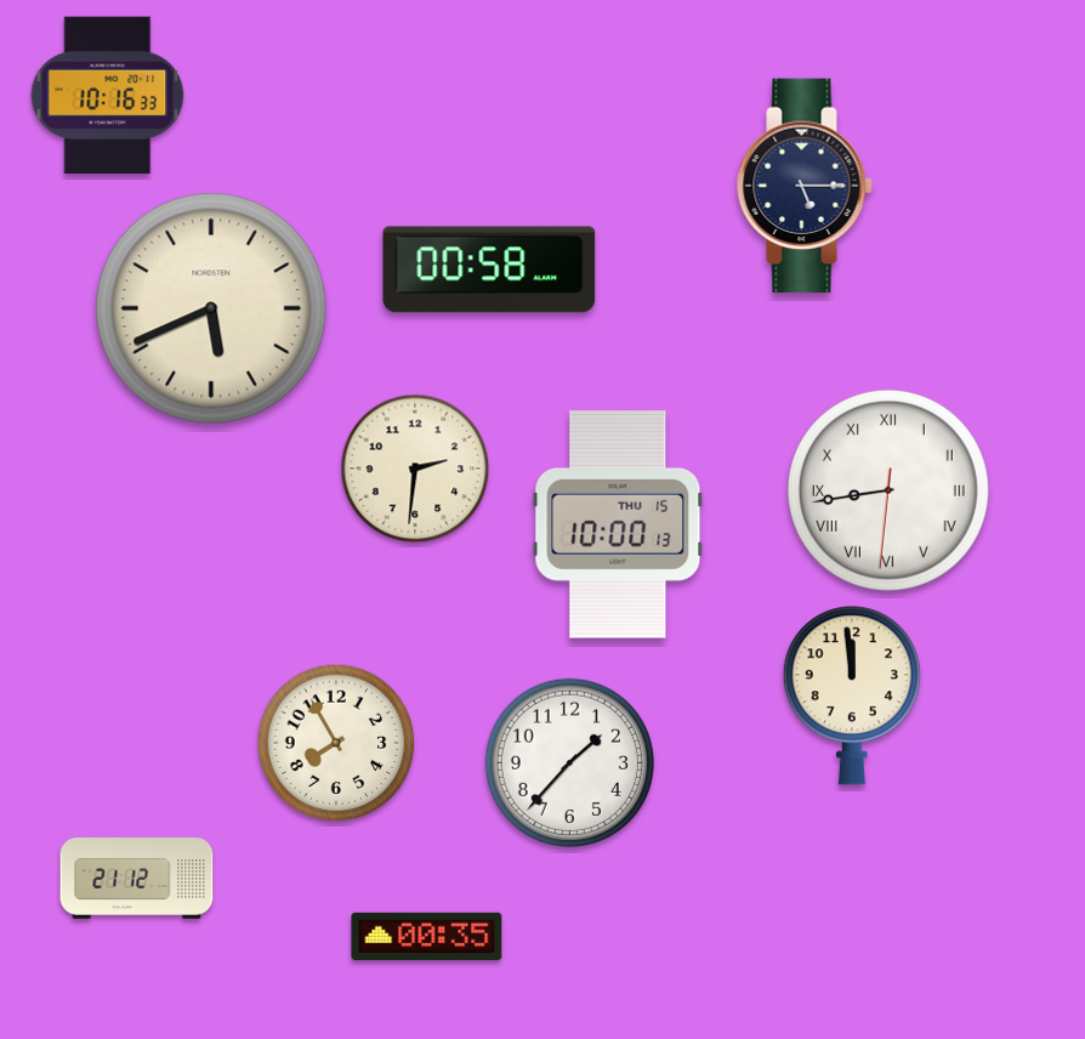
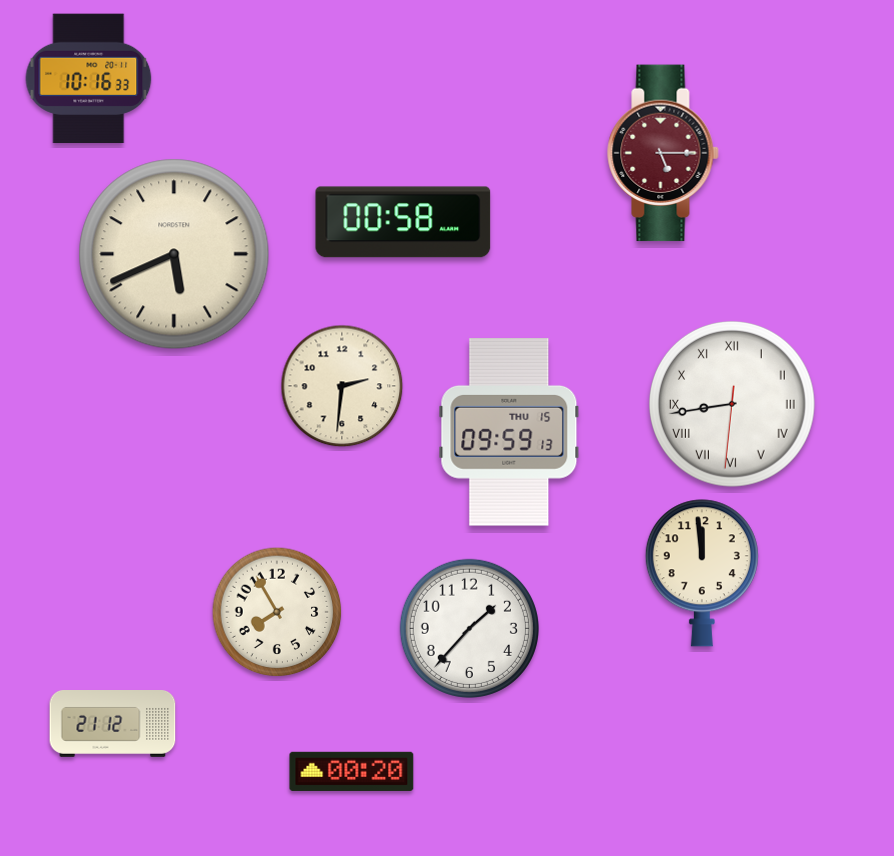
clock at (805, 186) dial: navy -> burgundy
clock at (618, 524): 10:00 -> 09:59
clock at (427, 936): 00:35 -> 00:20
